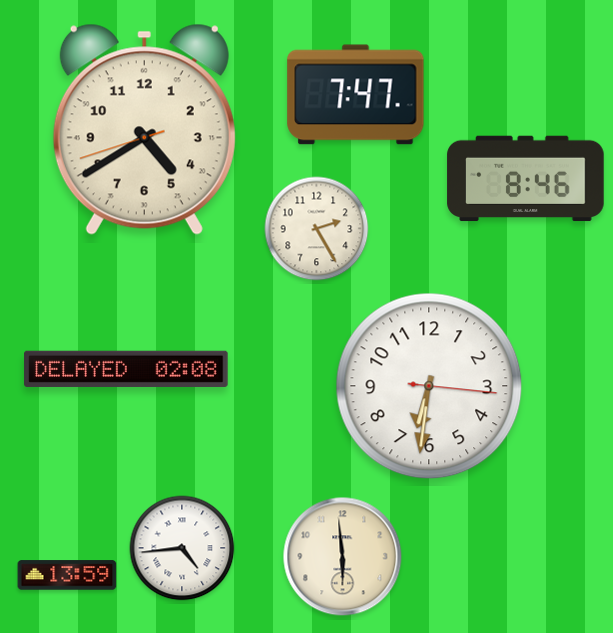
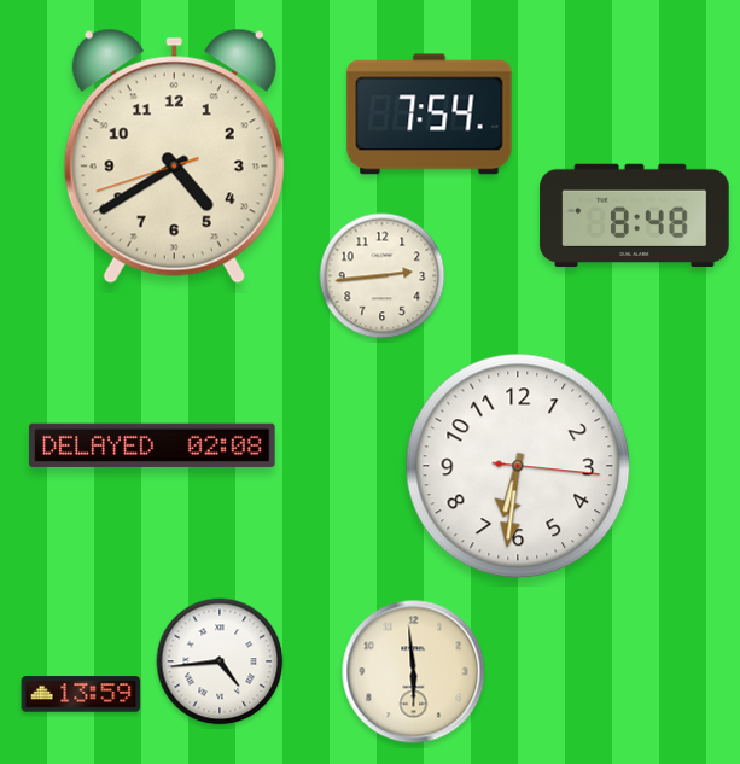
clock at (356, 95): 7:47 -> 7:54
clock at (526, 179): 8:46 -> 8:48
clock at (317, 229): 2:25 -> 2:44
